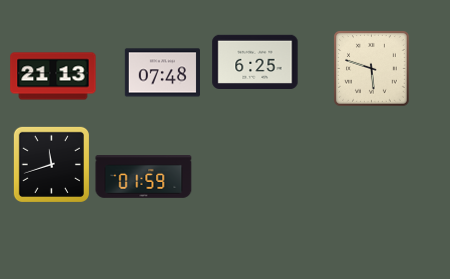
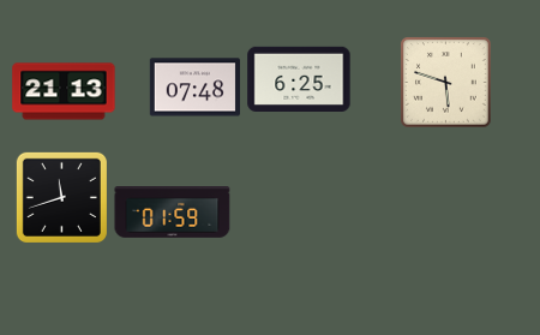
clock at (255, 61) position: (255, 61) -> (299, 78)
